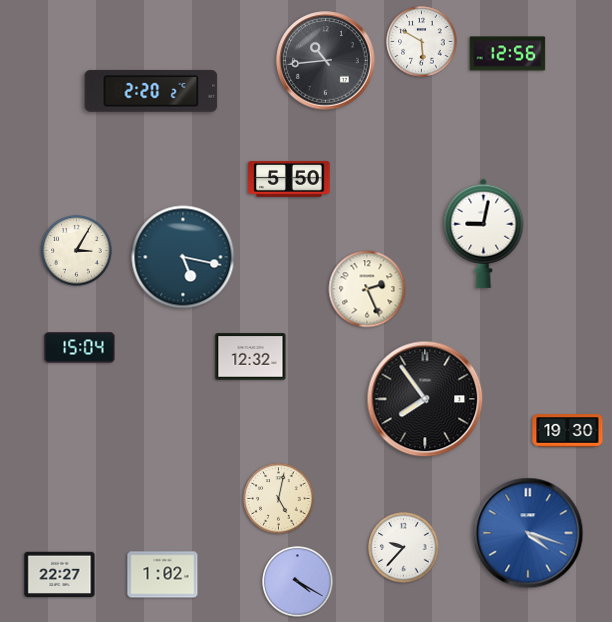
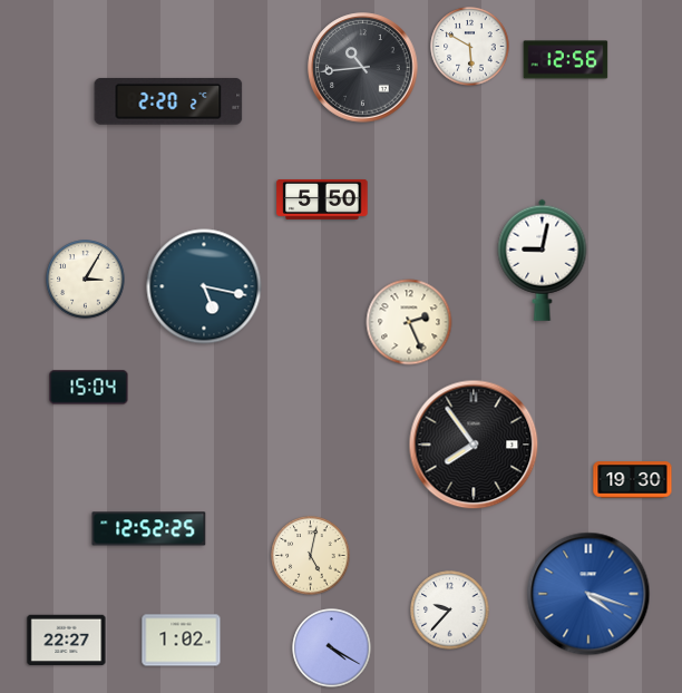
clock at (484, 233) position: (484, 233) -> (543, 260)
clock at (251, 357): 12:32 -> none
clock at (149, 529): none -> 12:52
